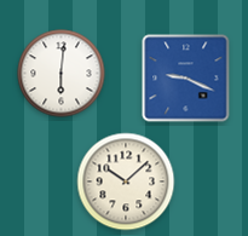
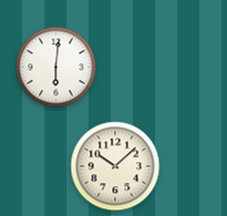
clock at (186, 79): 9:19 -> none
